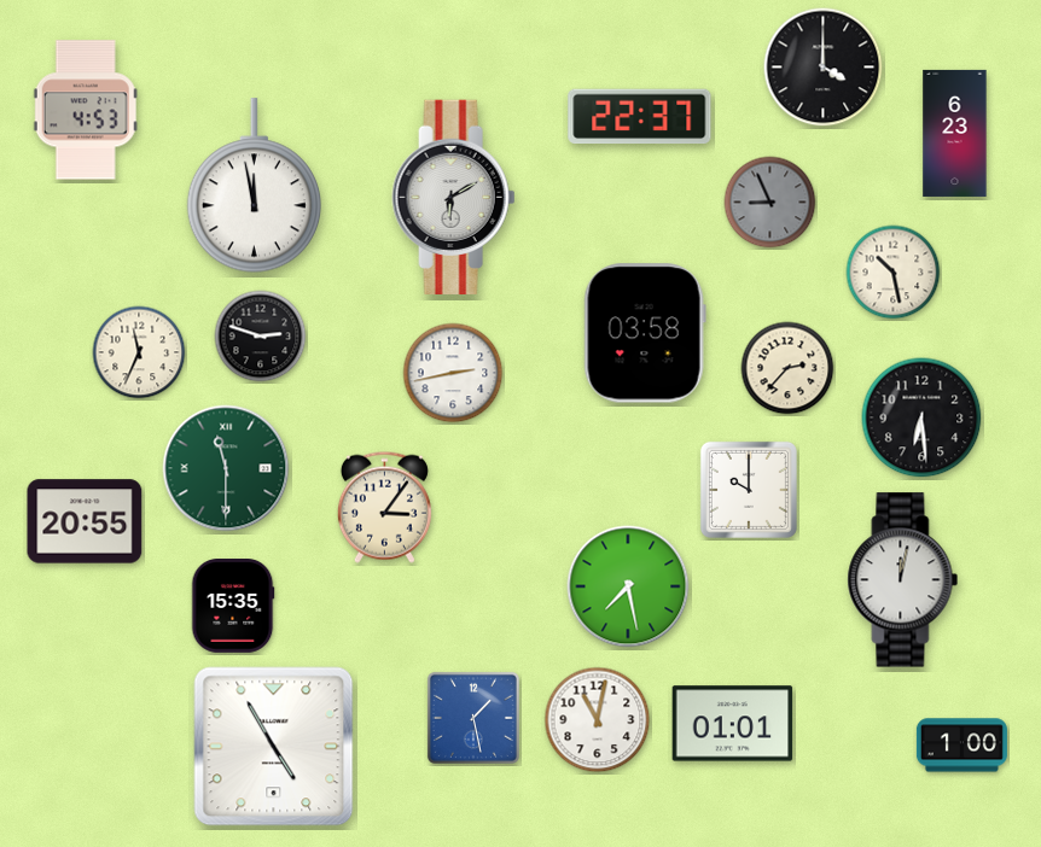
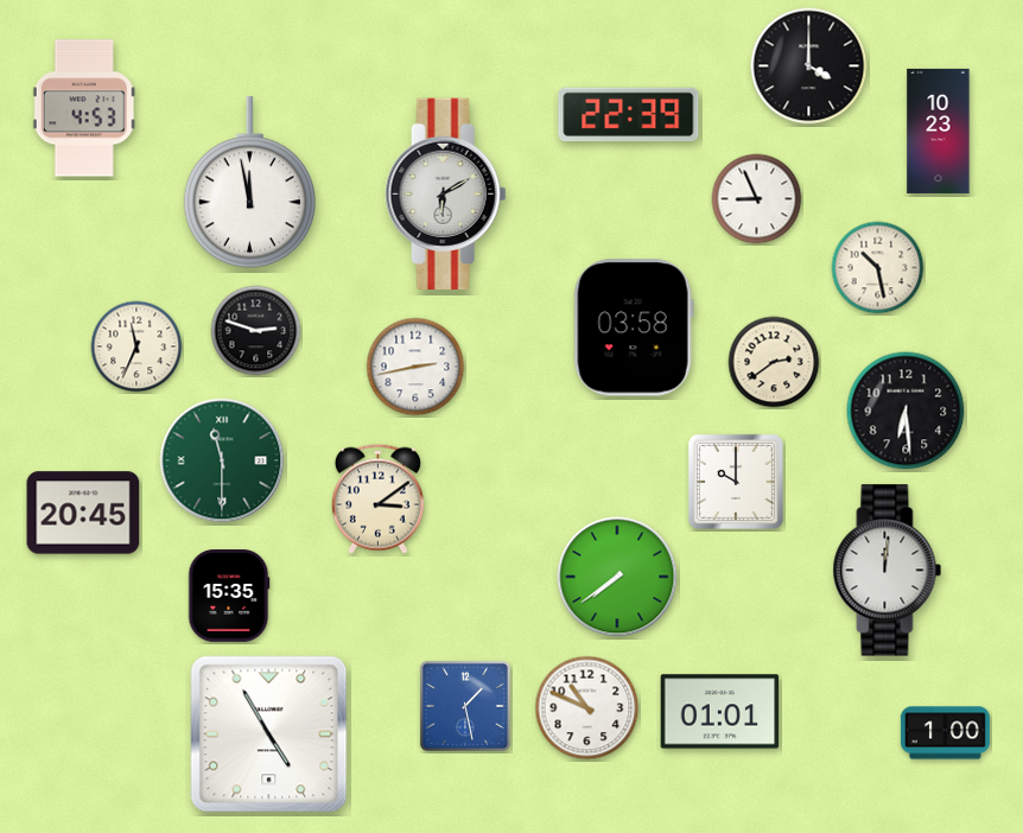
clock at (640, 117): 22:37 -> 22:39
clock at (955, 133): 6:23 -> 10:23
clock at (770, 203) dial: grey -> white
clock at (787, 368): 2:37 -> 2:39
clock at (453, 373) position: (453, 373) -> (415, 367)
clock at (384, 507): 3:06 -> 3:09
clock at (85, 521): 20:55 -> 20:45
clock at (903, 580): 12:02 -> 12:01
clock at (628, 586): 7:28 -> 7:39
clock at (598, 720): 11:02 -> 10:49
